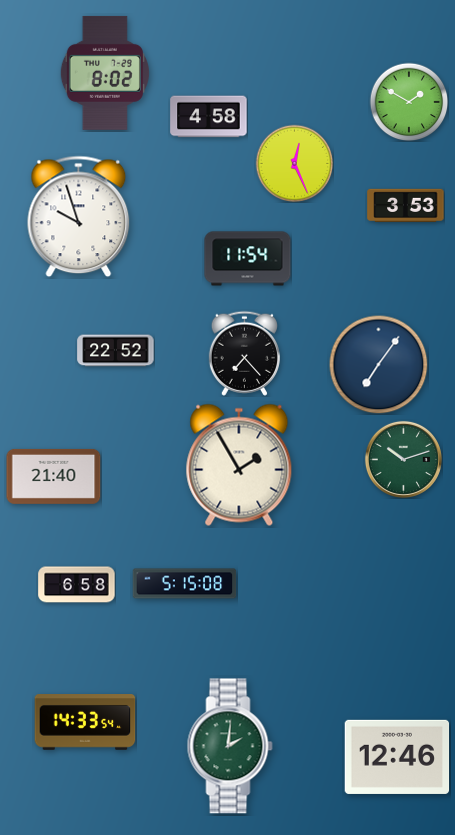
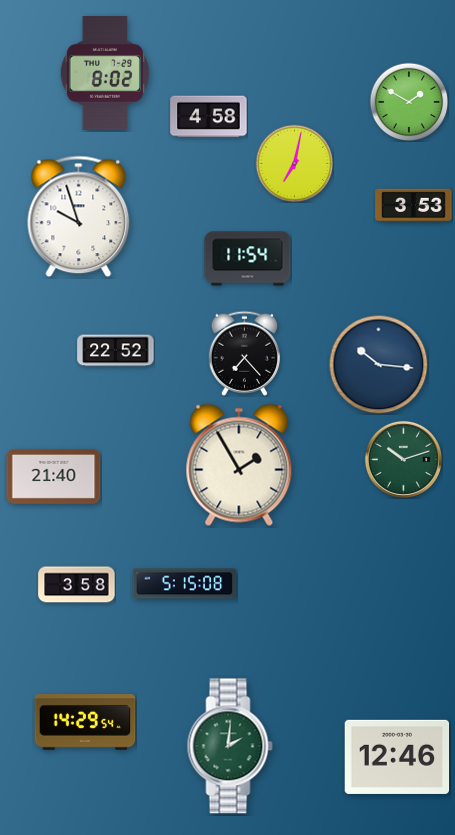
clock at (294, 163): 12:26 -> 7:02
clock at (406, 206) position: (406, 206) -> (414, 206)
clock at (379, 365): 7:06 -> 10:16
clock at (77, 585): 6:58 -> 3:58
clock at (85, 723): 14:33 -> 14:29
